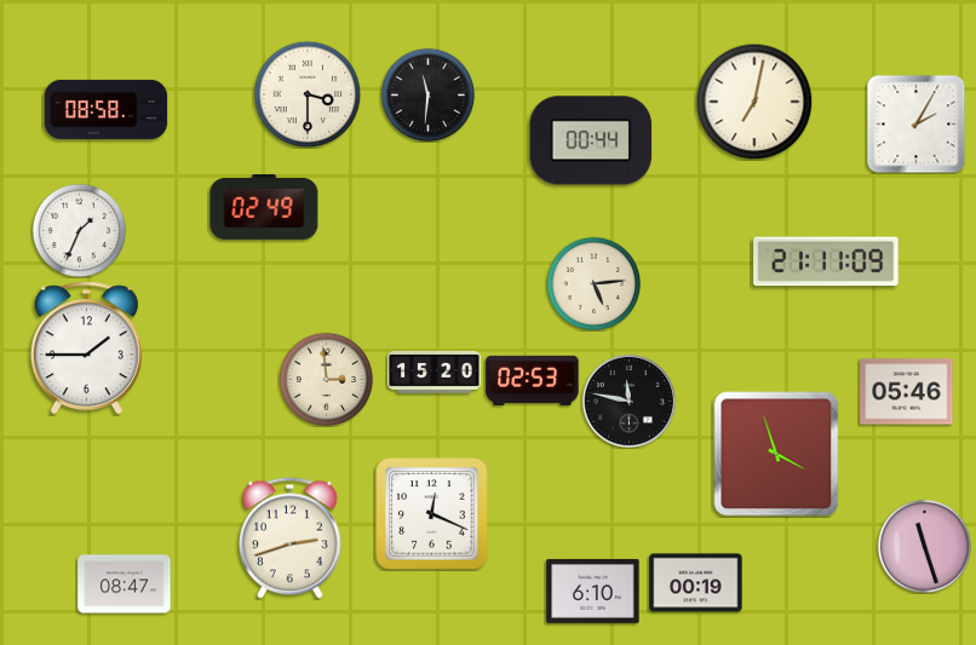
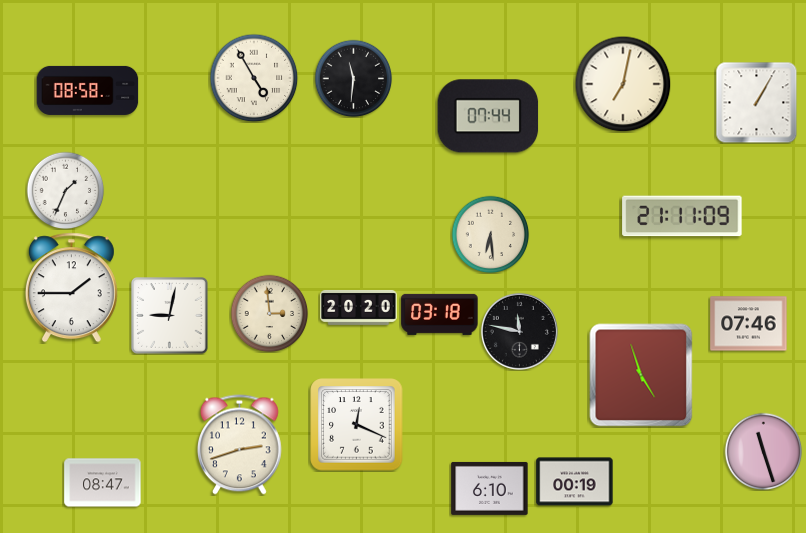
clock at (308, 94): 3:30 -> 4:55
clock at (915, 123): 2:05 -> 1:05
clock at (591, 140): 00:44 -> 07:44
clock at (264, 208): 02:49 -> none
clock at (593, 283): 5:14 -> 6:29
clock at (435, 372): 15:20 -> 20:20
clock at (533, 380): 02:53 -> 03:18
clock at (170, 316): none -> 9:02
clock at (907, 392): 05:46 -> 07:46
clock at (776, 454): 3:57 -> 4:57
